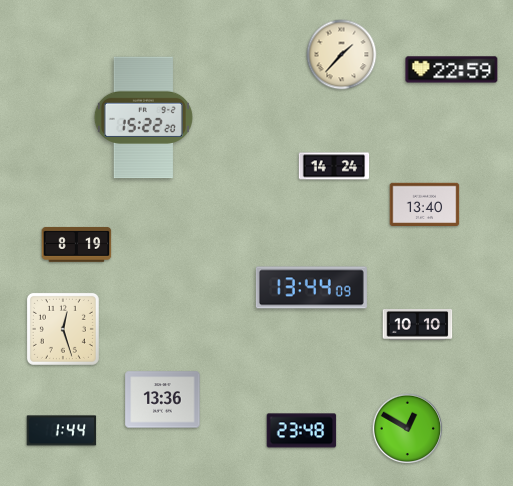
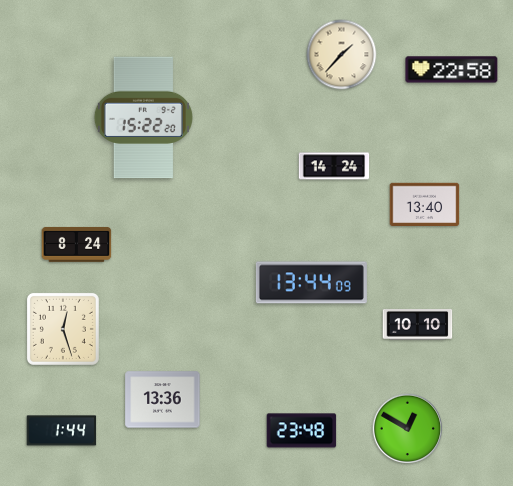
clock at (452, 70): 22:59 -> 22:58
clock at (77, 245): 8:19 -> 8:24
clock at (311, 288) position: (311, 288) -> (311, 283)
